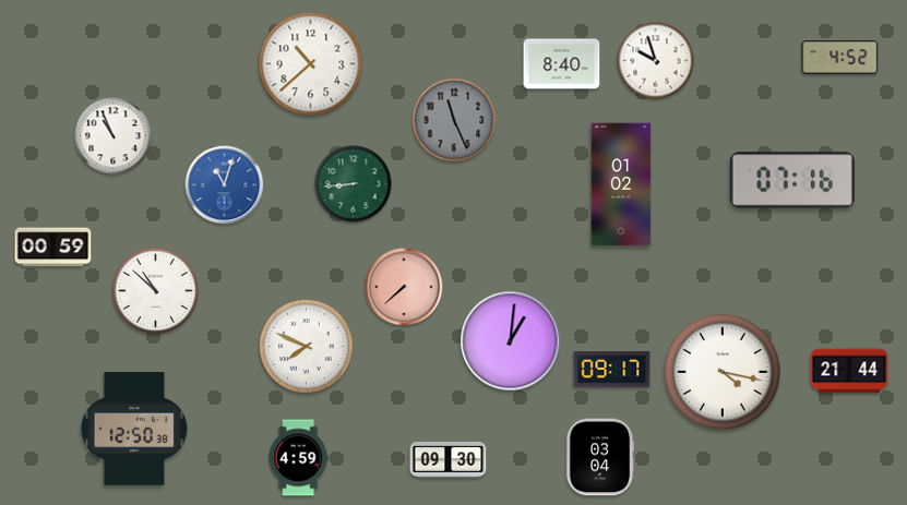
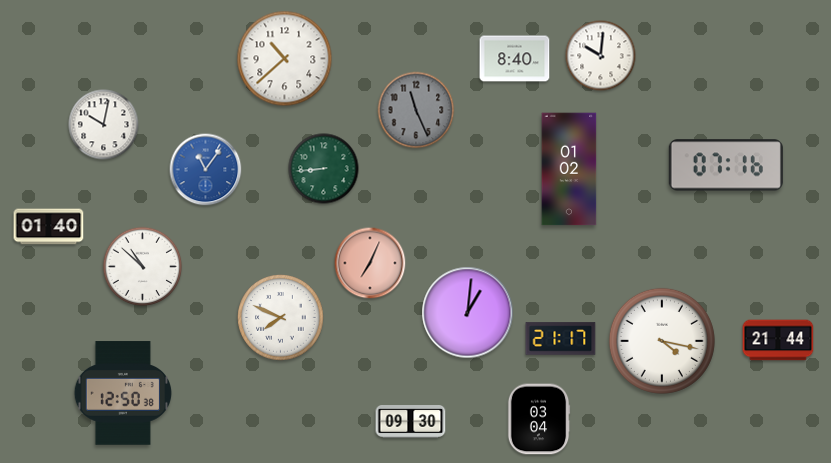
clock at (840, 58): 4:52 -> none
clock at (656, 61): 9:57 -> 10:01
clock at (114, 136): 10:56 -> 10:02
clock at (225, 185): 11:03 -> 11:06
clock at (53, 248): 00:59 -> 01:40
clock at (404, 287): 7:38 -> 7:04
clock at (612, 370): 09:17 -> 21:17
clock at (600, 457) position: (600, 457) -> (539, 419)
clock at (298, 458): 4:59 -> none
